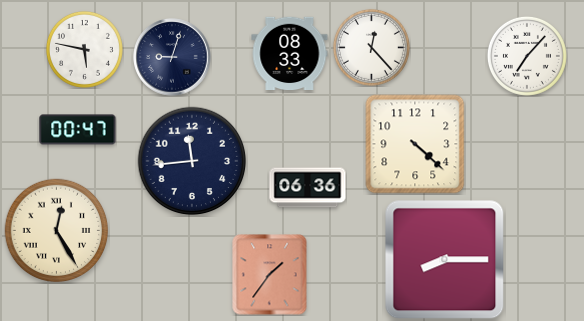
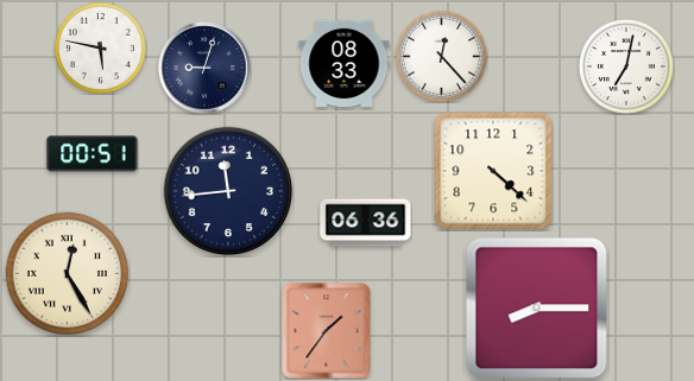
clock at (84, 49) position: (84, 49) -> (100, 47)
clock at (527, 56): 7:07 -> 7:02
clock at (78, 130): 00:47 -> 00:51
clock at (445, 260) position: (445, 260) -> (537, 309)
clock at (270, 275) position: (270, 275) -> (327, 331)
